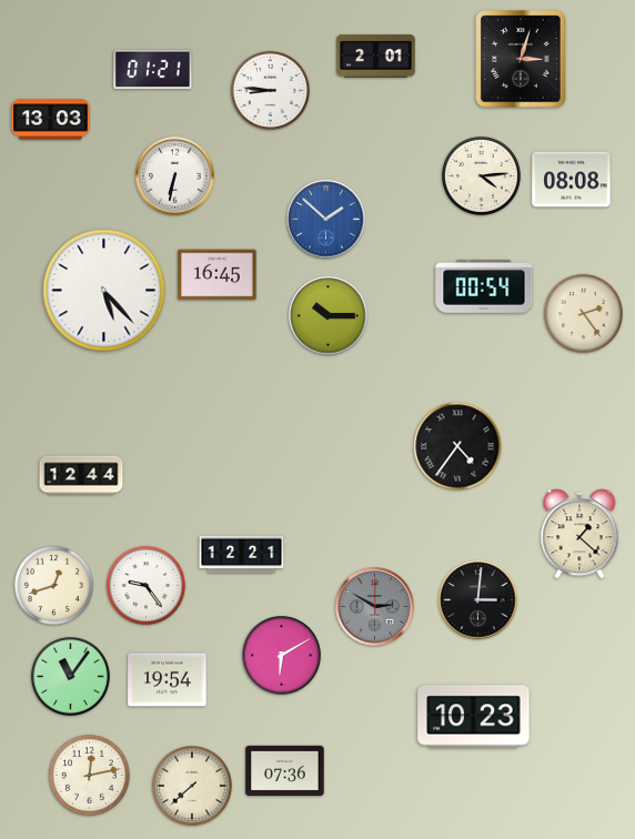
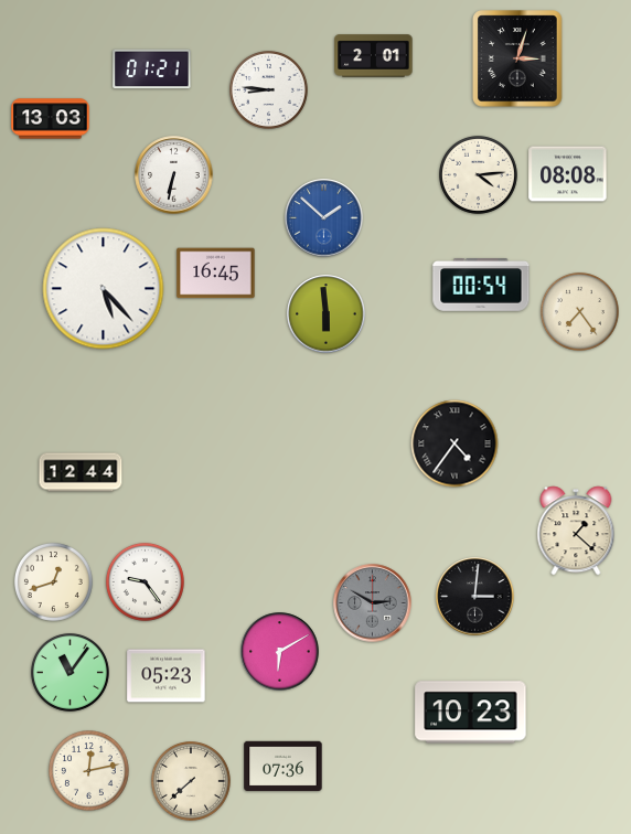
clock at (572, 180) position: (572, 180) -> (568, 174)
clock at (583, 313): 2:24 -> 7:24
clock at (329, 316): 10:15 -> 5:59
clock at (242, 555): 12:21 -> none
clock at (168, 680): 19:54 -> 05:23
